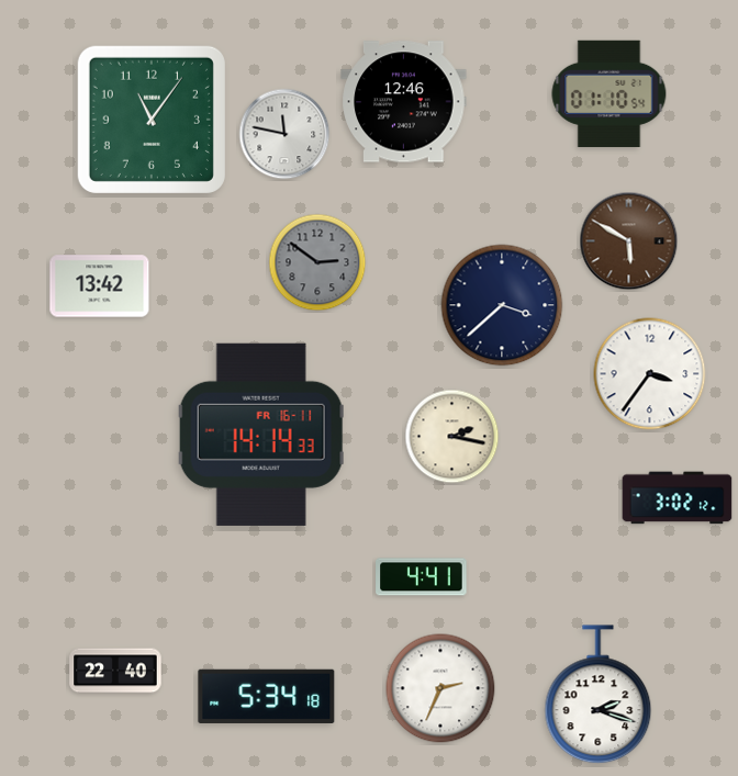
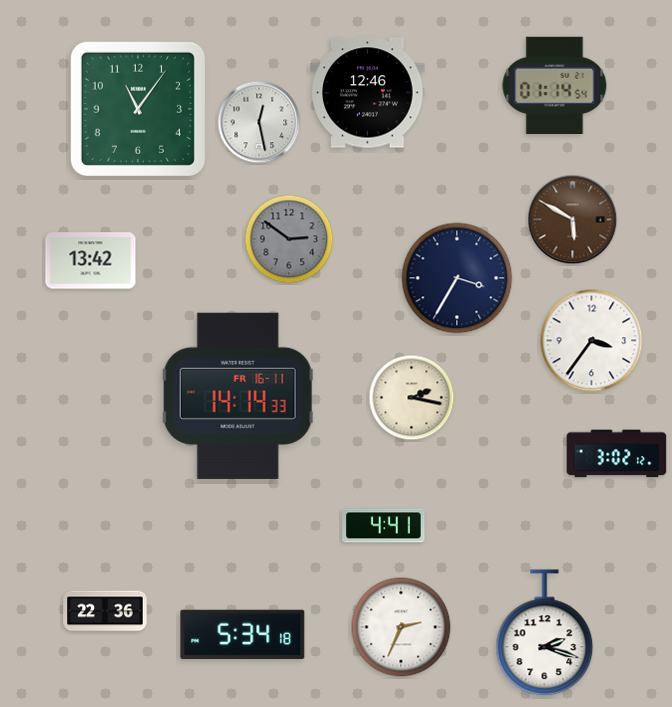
clock at (610, 93): 01:10 -> 01:14
clock at (284, 134): 11:47 -> 12:28
clock at (502, 305): 3:38 -> 3:35
clock at (115, 671): 22:40 -> 22:36
